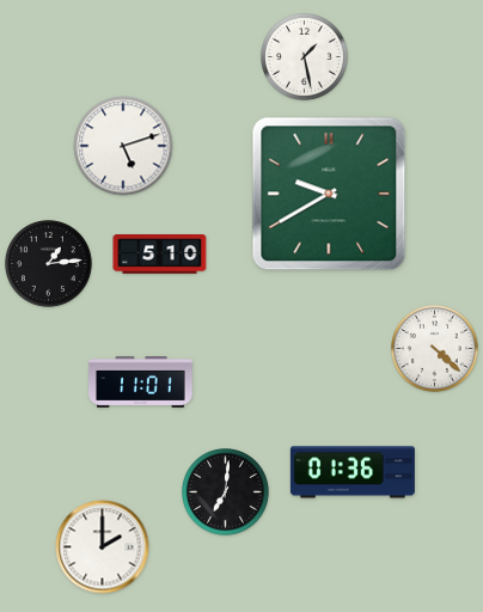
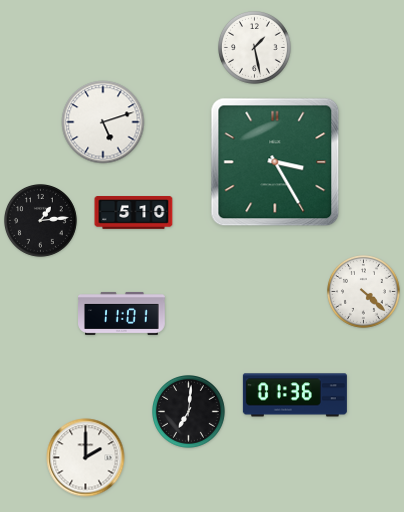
clock at (329, 194): 9:40 -> 3:25
clock at (141, 381) position: (141, 381) -> (122, 313)
